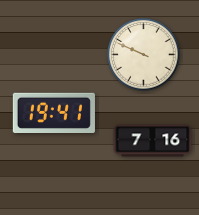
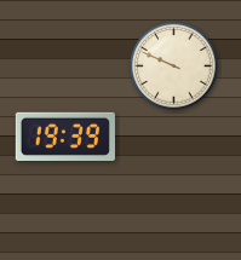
clock at (54, 112): 19:41 -> 19:39
clock at (153, 141): 7:16 -> none
